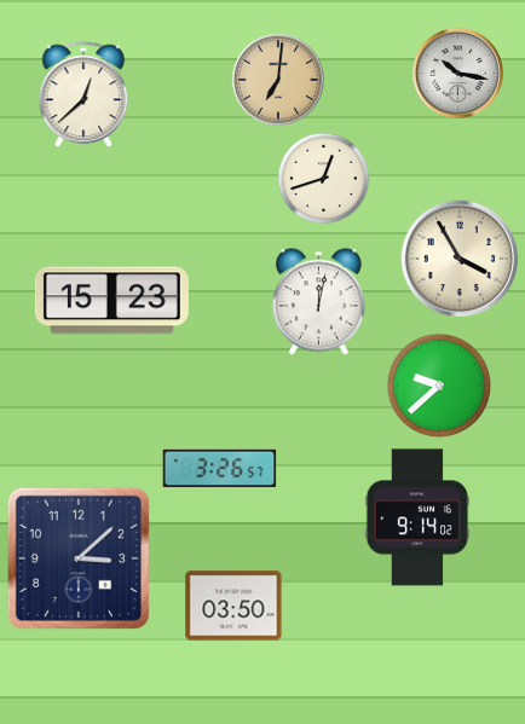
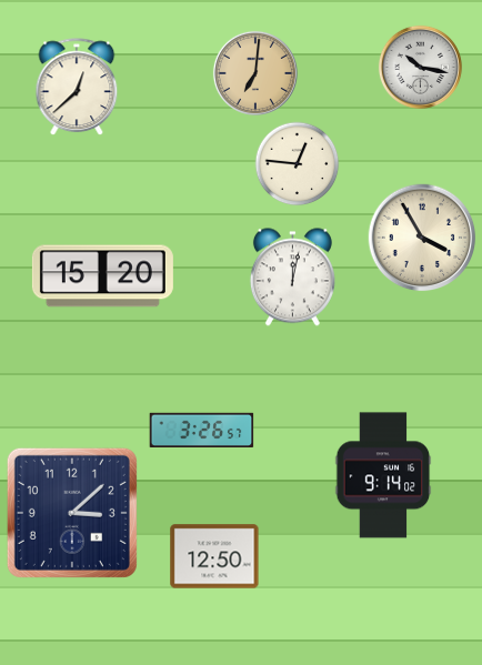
clock at (324, 179): 12:42 -> 12:46
clock at (111, 301): 15:23 -> 15:20
clock at (439, 386): 9:38 -> none
clock at (233, 606): 03:50 -> 12:50
